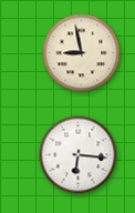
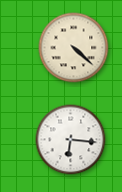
clock at (82, 53): 8:58 -> 4:22
